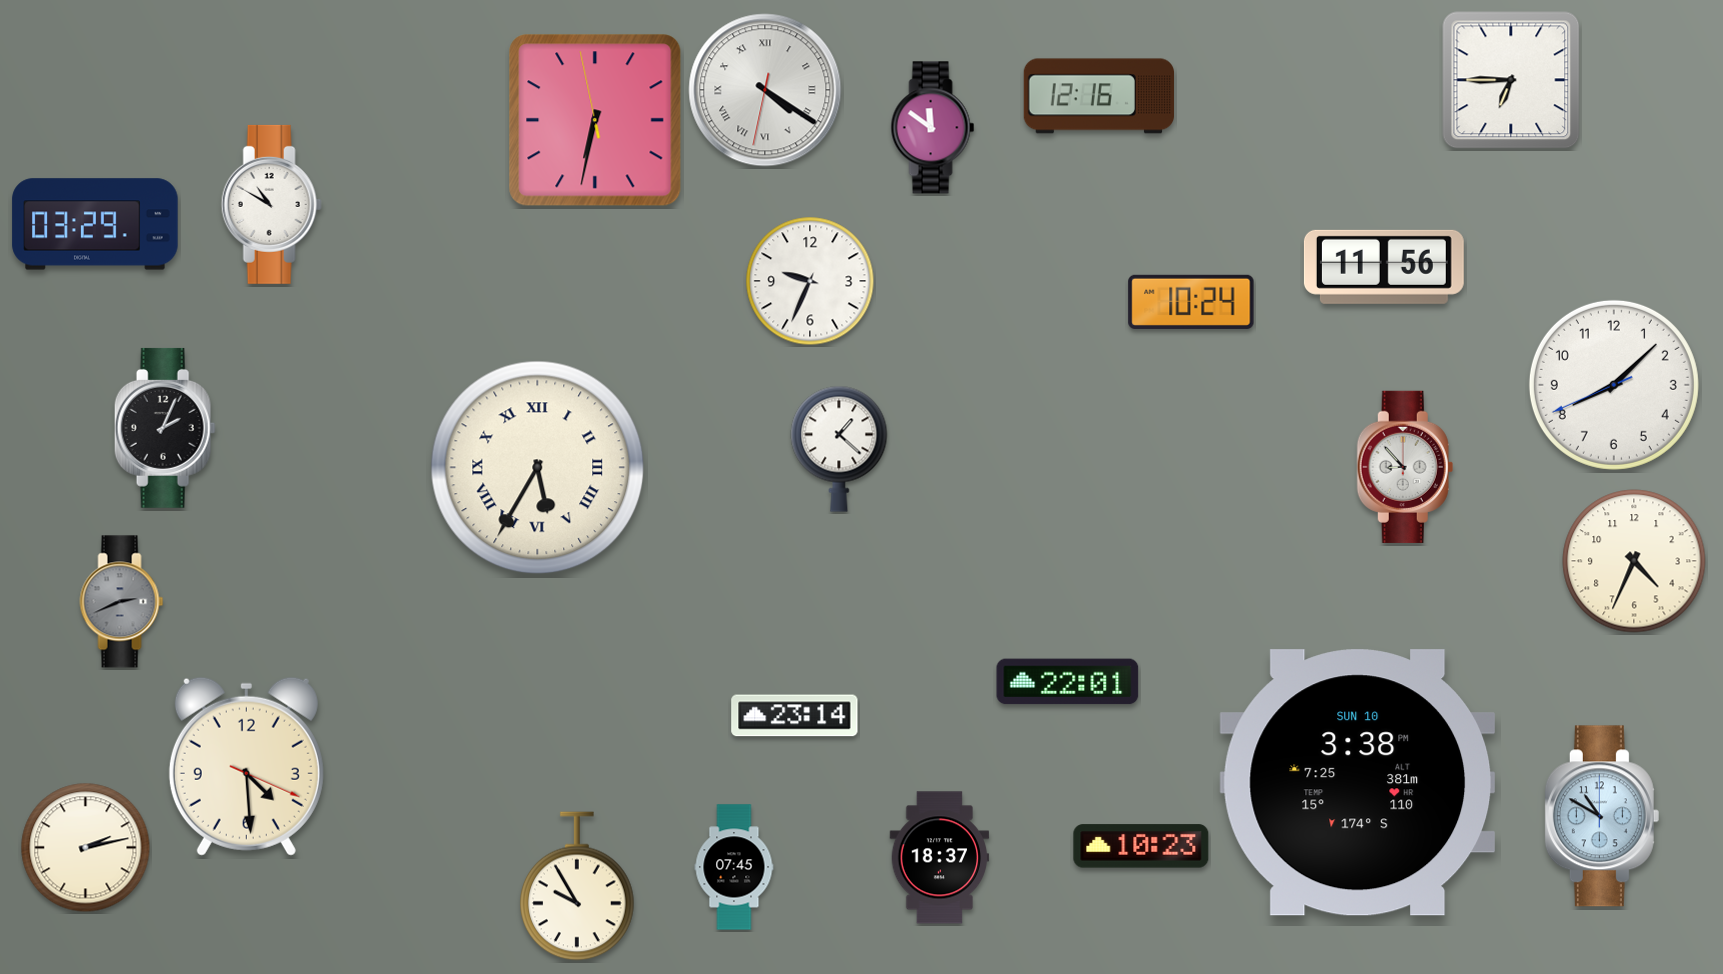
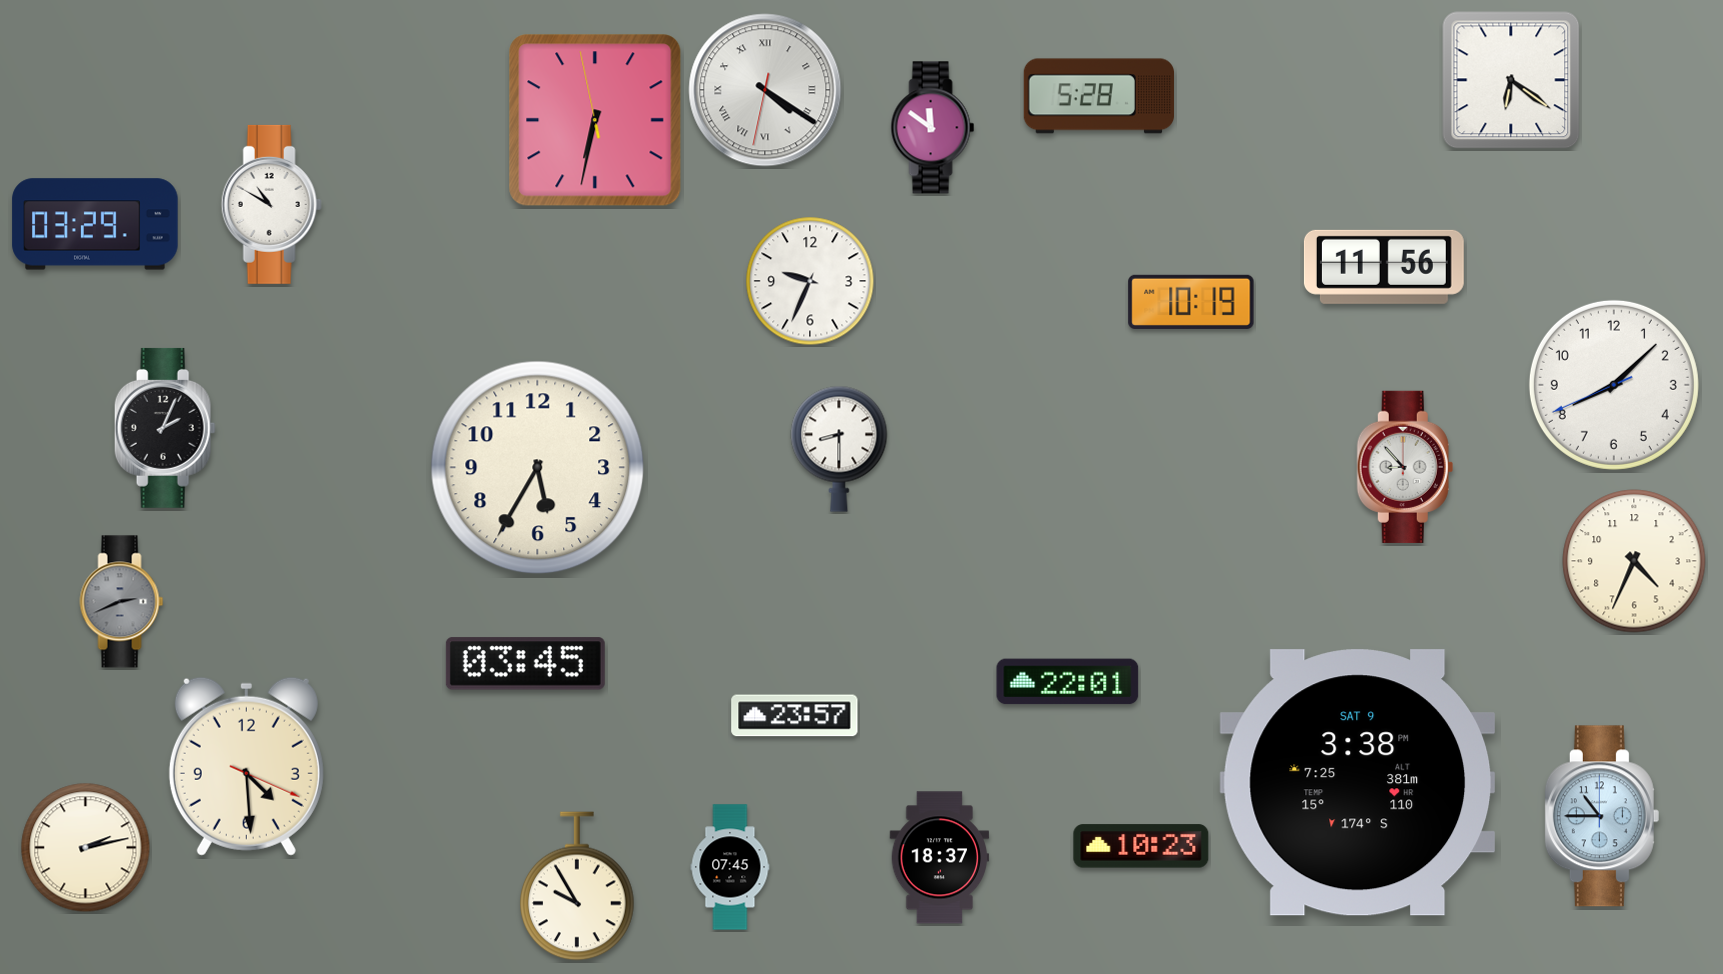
clock at (1511, 80): 6:45 -> 6:21
clock at (1098, 96): 12:16 -> 5:28
clock at (1191, 302): 10:24 -> 10:19
clock at (839, 449): 1:22 -> 8:30
clock at (538, 468) numerals: Roman -> Arabic
clock at (525, 664): none -> 03:45
clock at (795, 716): 23:14 -> 23:57
clock at (1358, 783) date: SUN 10 -> SAT 9
clock at (1602, 816): 10:50 -> 10:45
clock at (734, 867) position: (734, 867) -> (730, 867)
